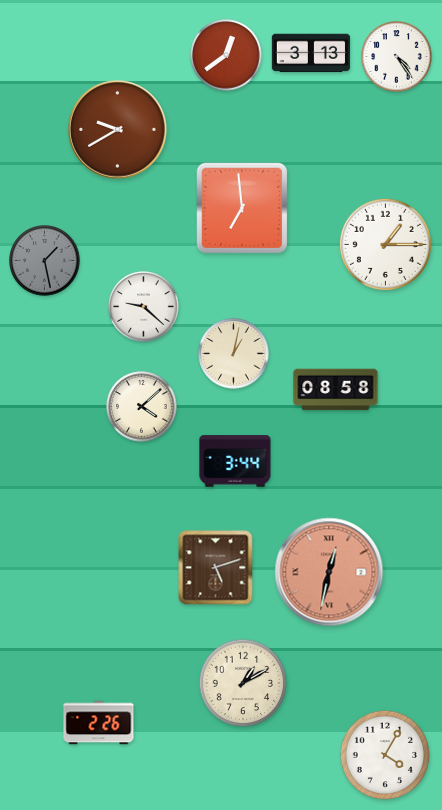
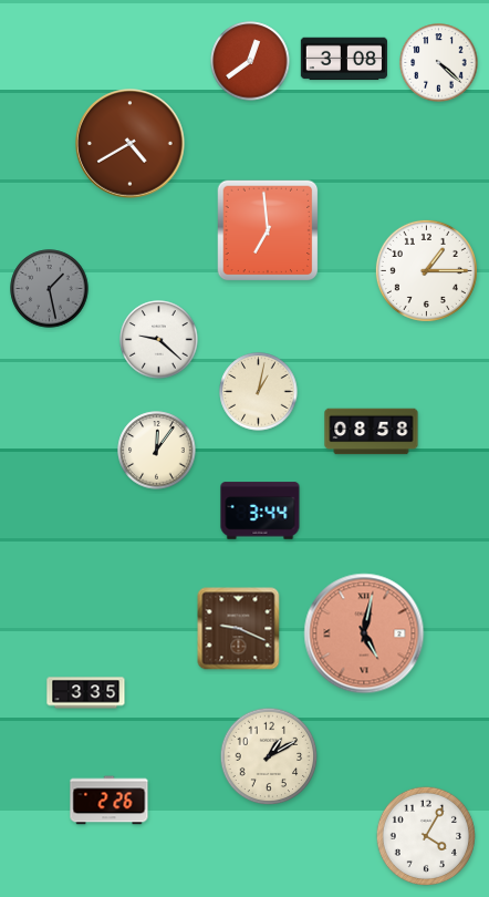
clock at (311, 53): 3:13 -> 3:08
clock at (397, 57): 4:24 -> 4:22
clock at (118, 130): 9:40 -> 4:40
clock at (142, 407): 4:08 -> 12:06
clock at (216, 568): 5:12 -> 9:19
clock at (329, 572): 12:32 -> 5:02
clock at (86, 693): none -> 3:35
